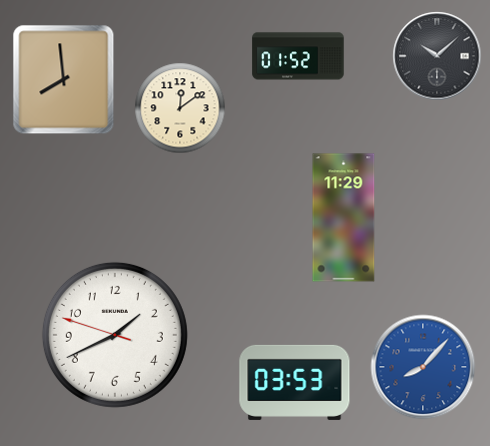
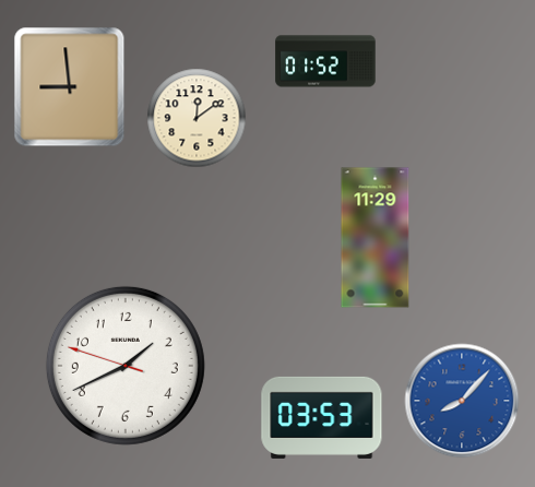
clock at (437, 56): 10:08 -> none
clock at (64, 80): 7:59 -> 8:59
